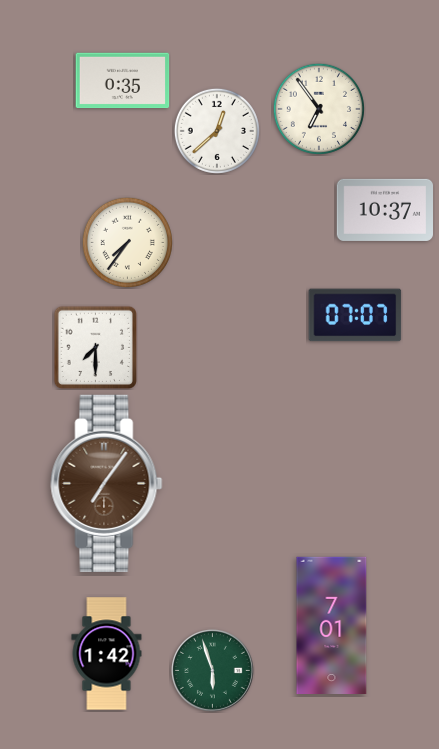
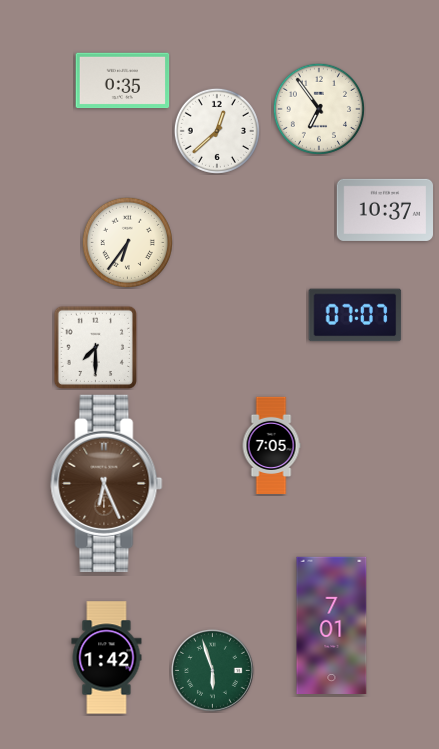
clock at (127, 242): 7:36 -> 6:36
clock at (271, 446): none -> 7:05
clock at (107, 483): 7:06 -> 6:26
clock at (107, 654) position: (107, 654) -> (107, 658)
